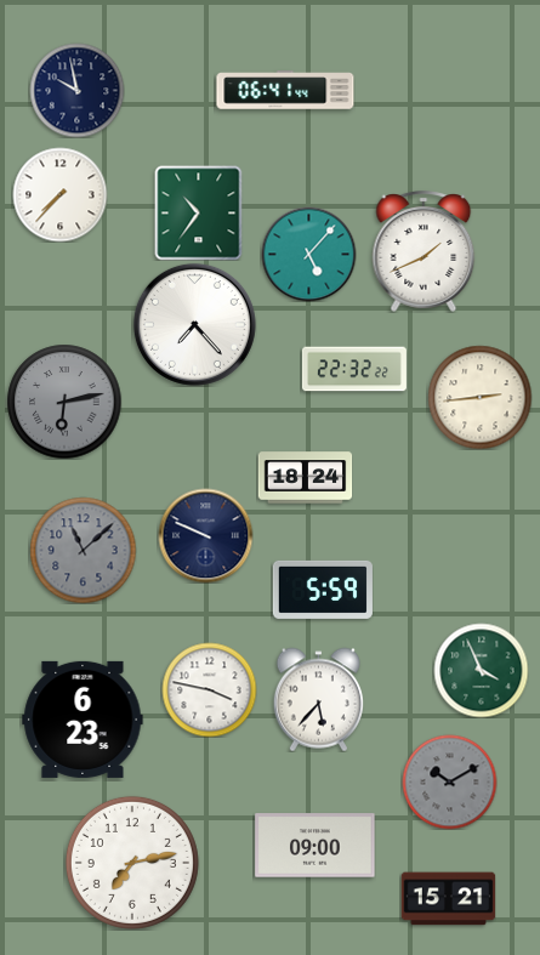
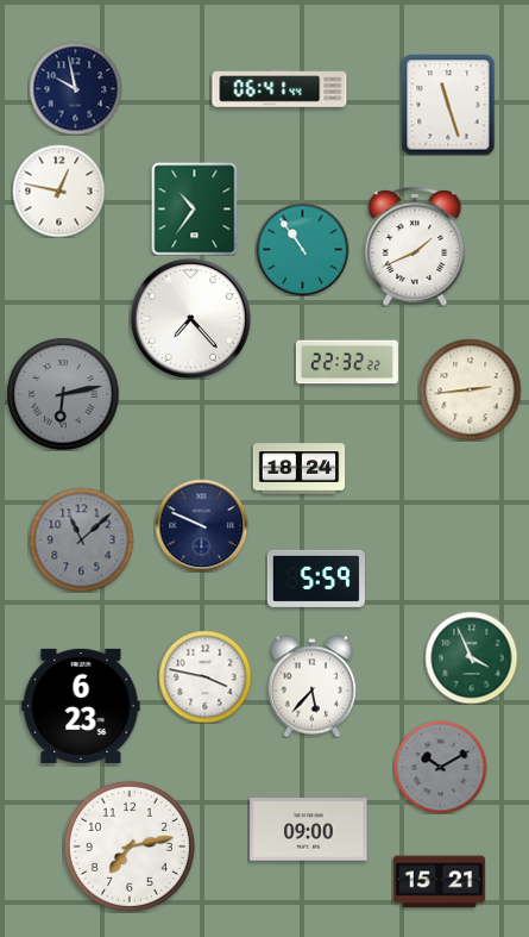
clock at (448, 105): none -> 11:27
clock at (59, 194): 7:37 -> 12:47
clock at (308, 254): 5:07 -> 10:54
